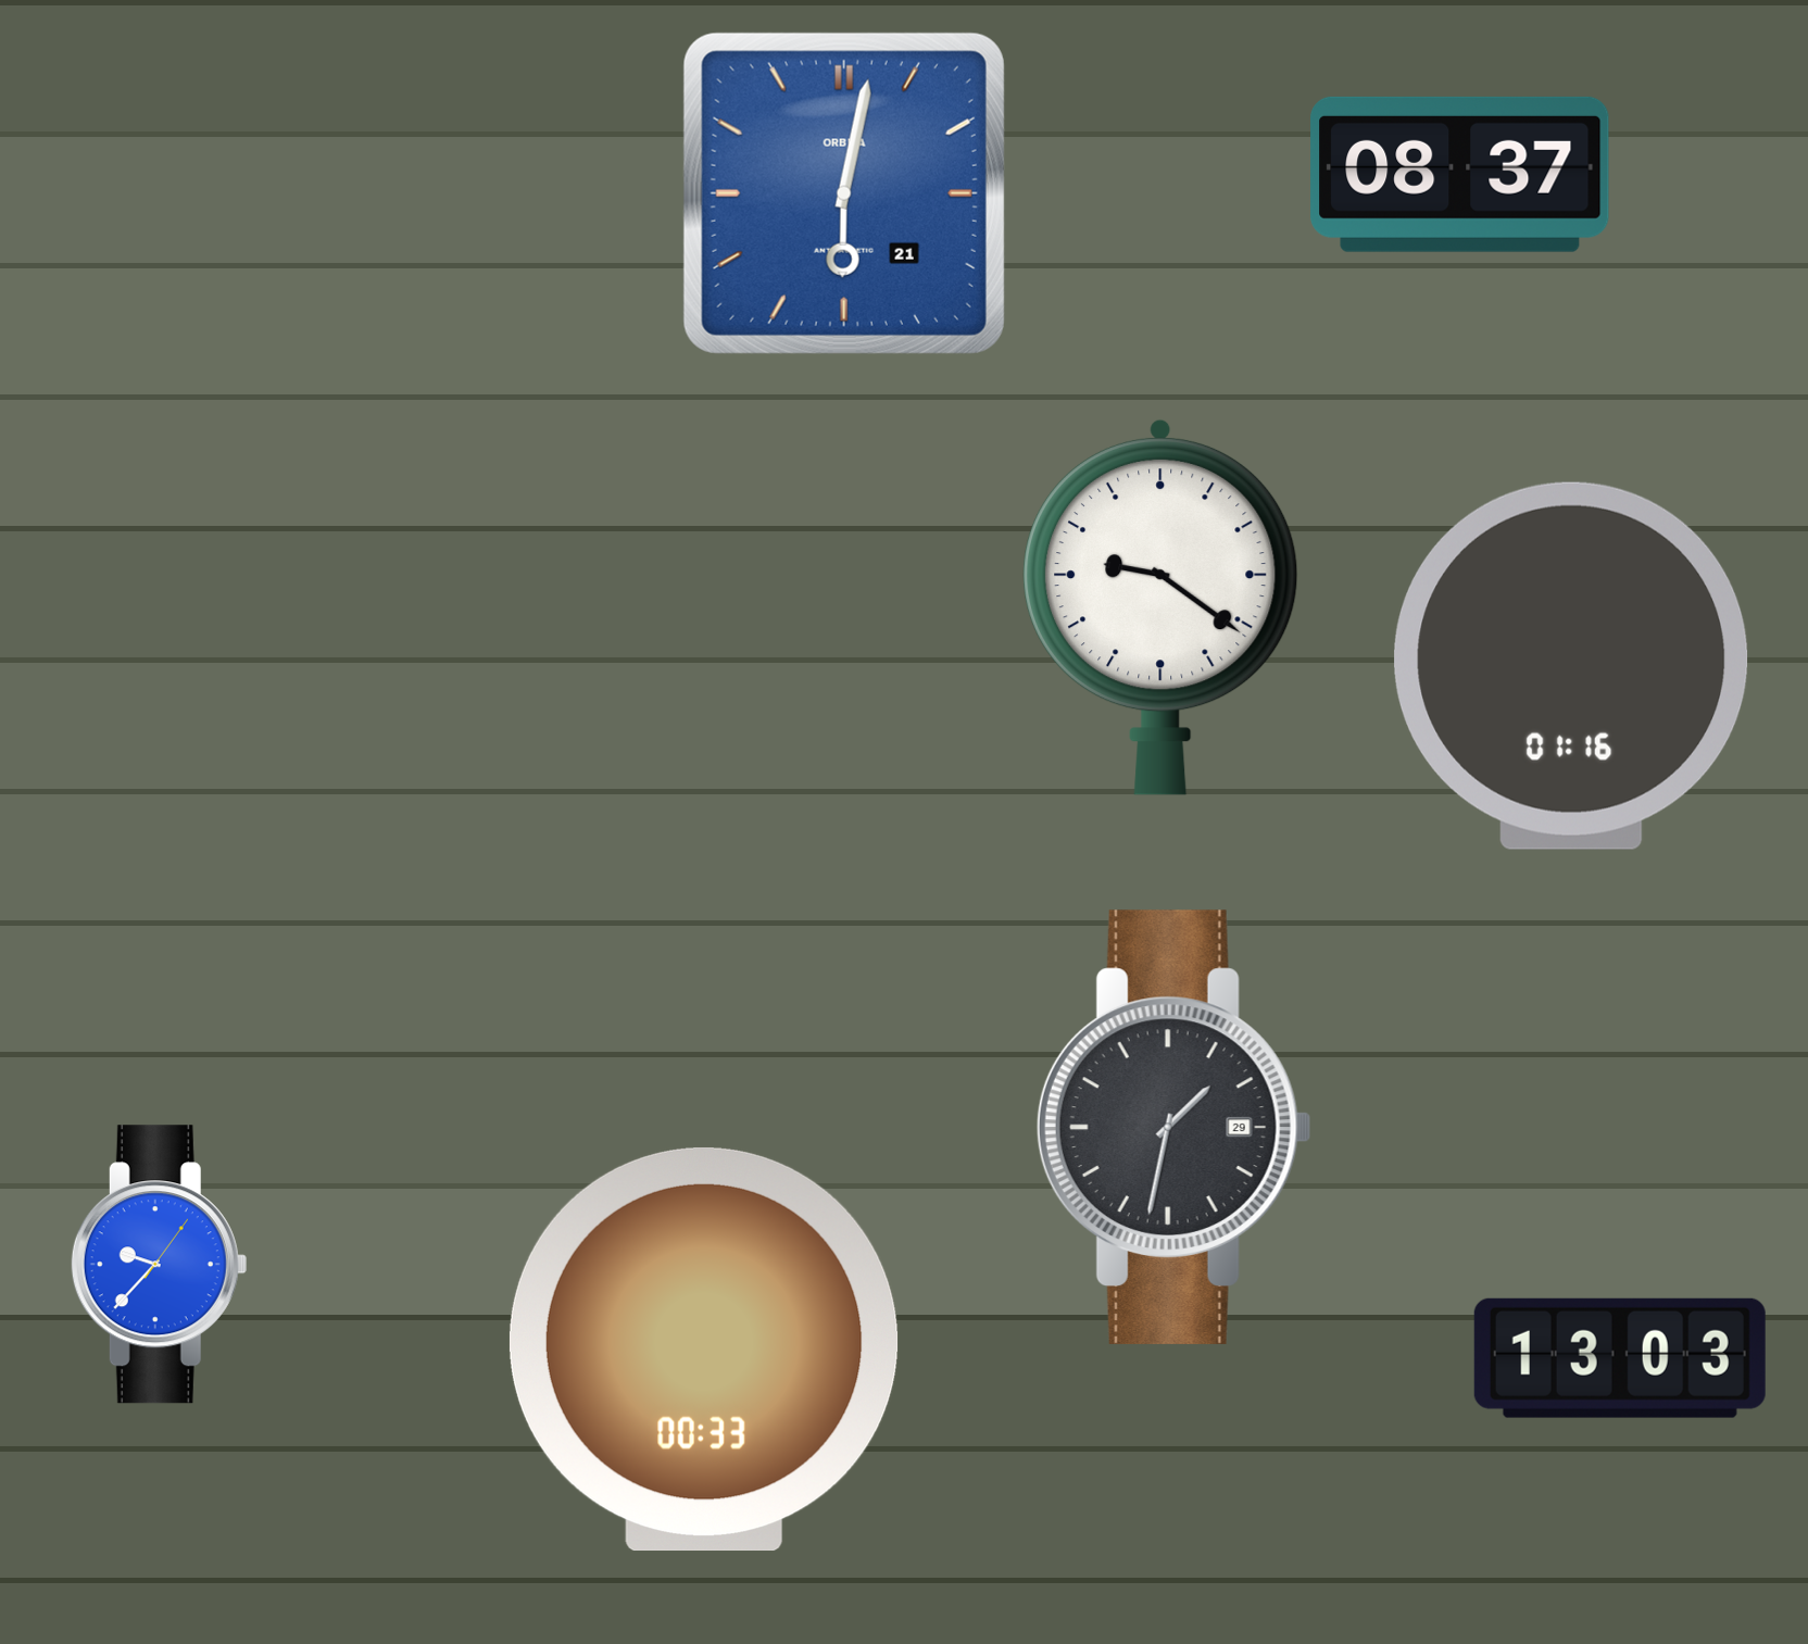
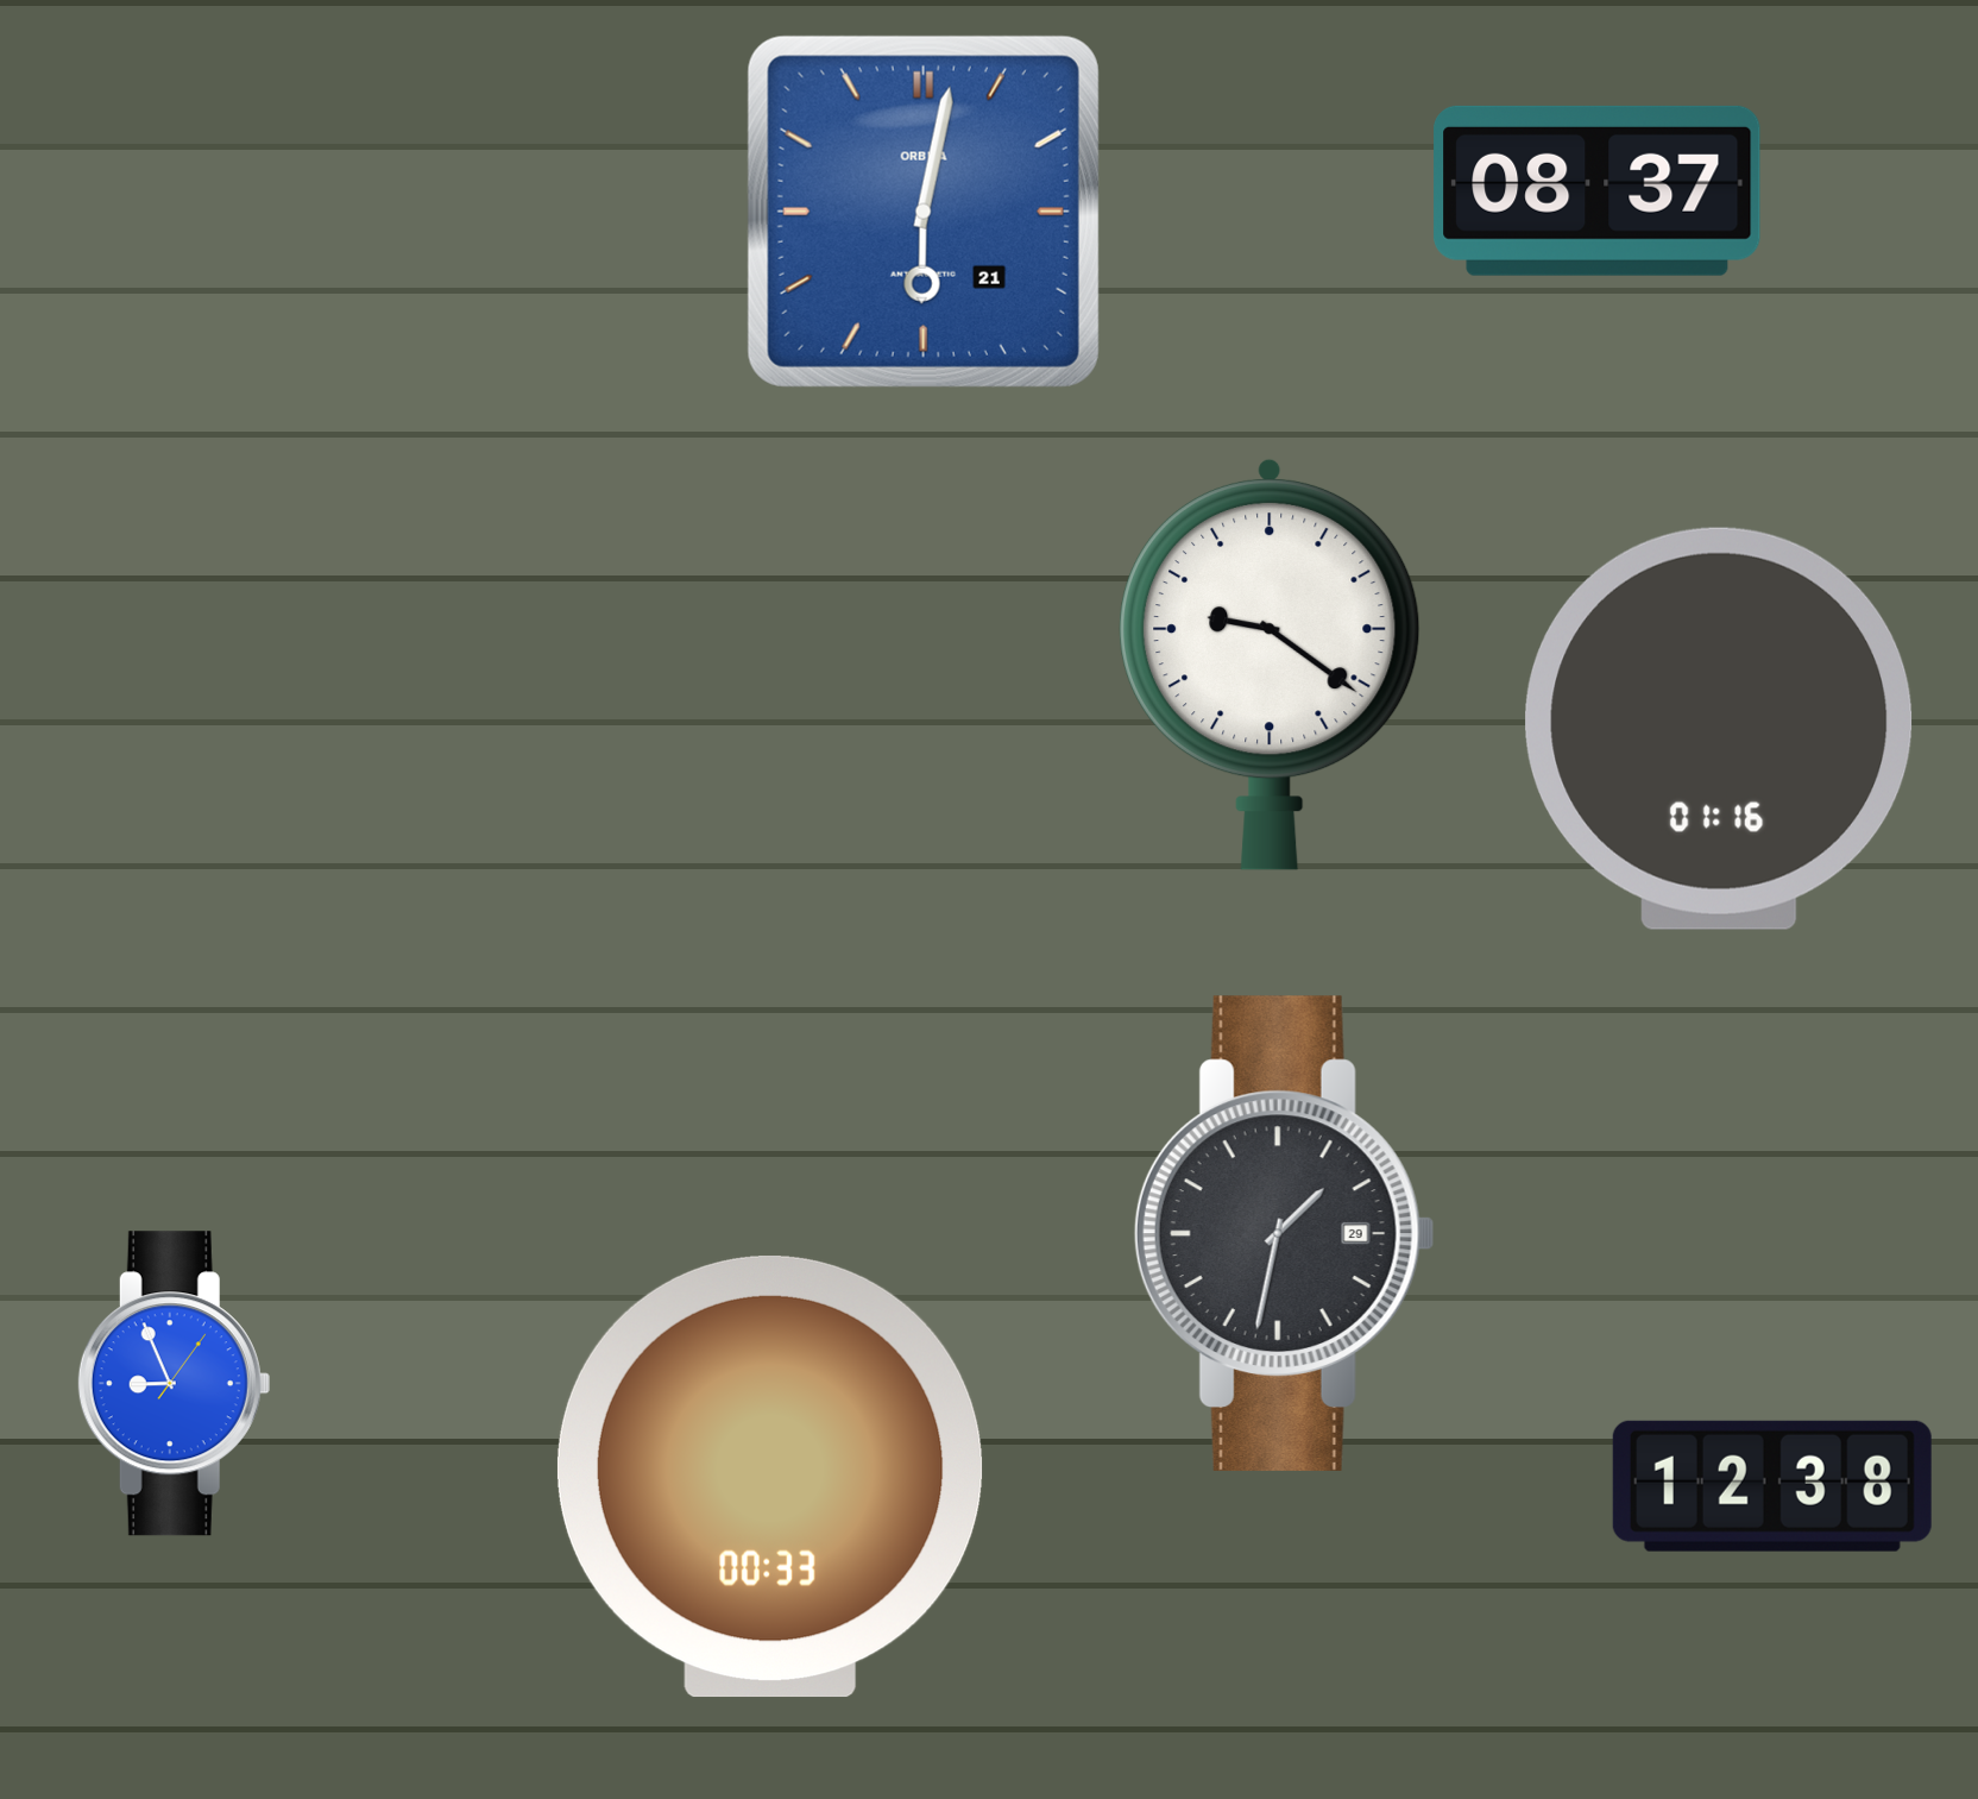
clock at (159, 1265): 9:37 -> 8:56
clock at (1620, 1358): 13:03 -> 12:38
